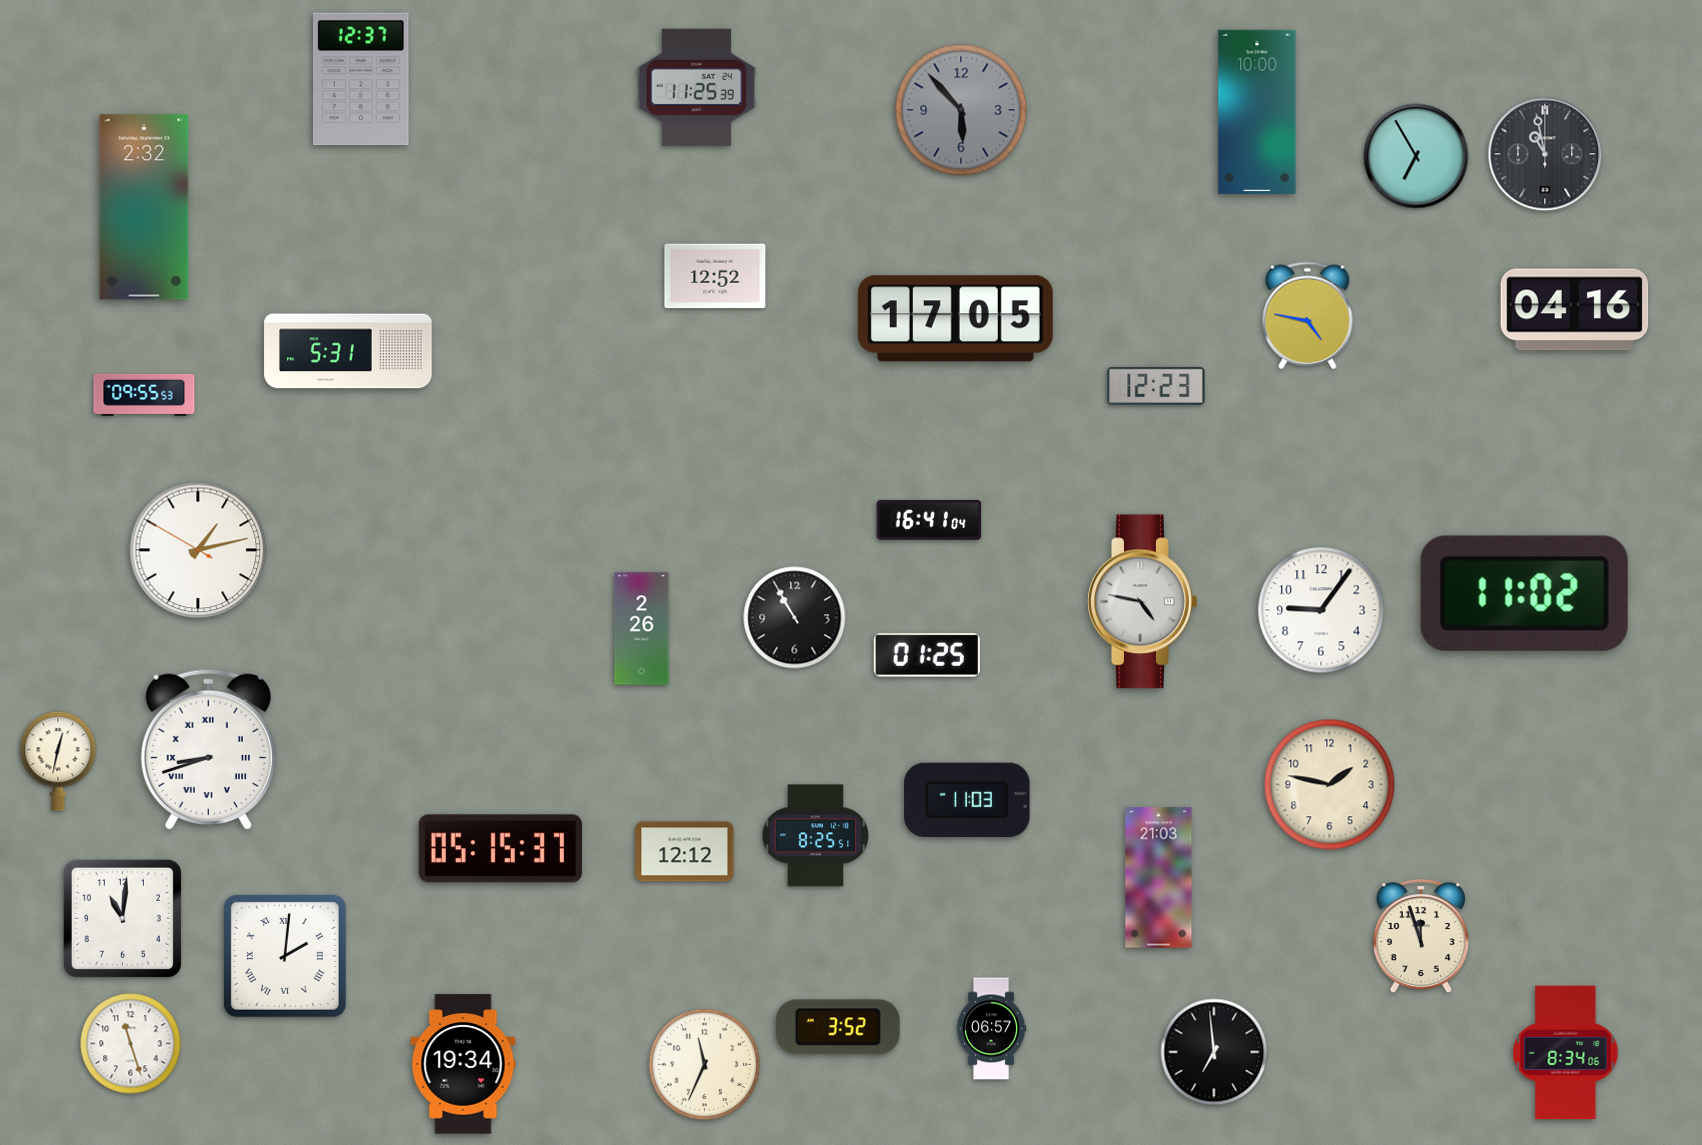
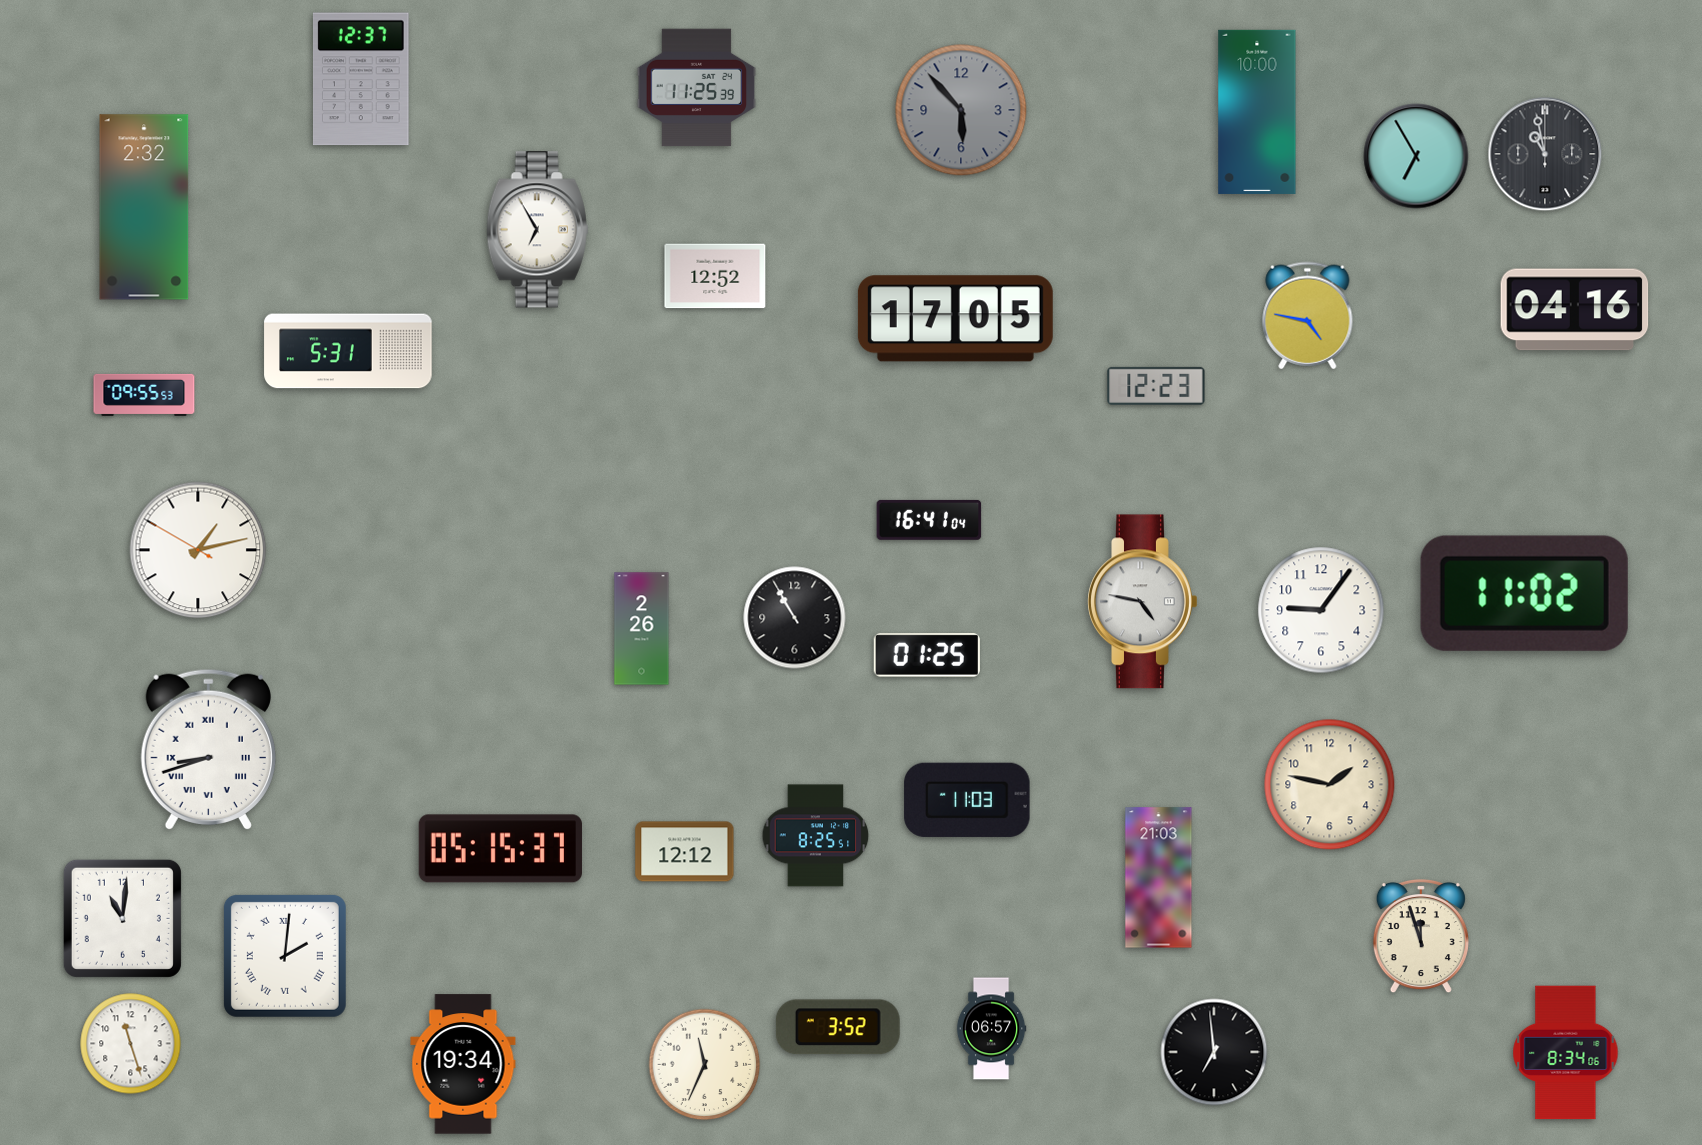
clock at (538, 230): none -> 6:55
clock at (58, 761): 12:32 -> none
